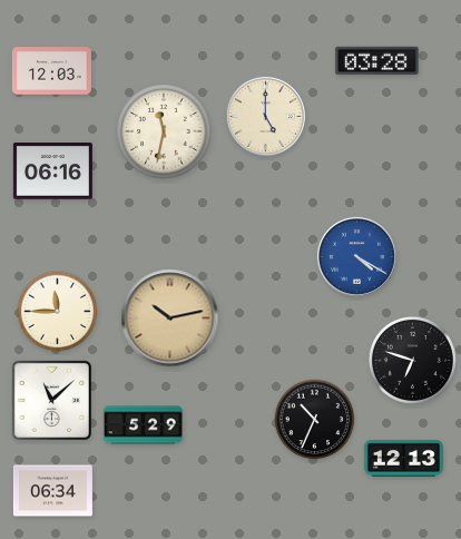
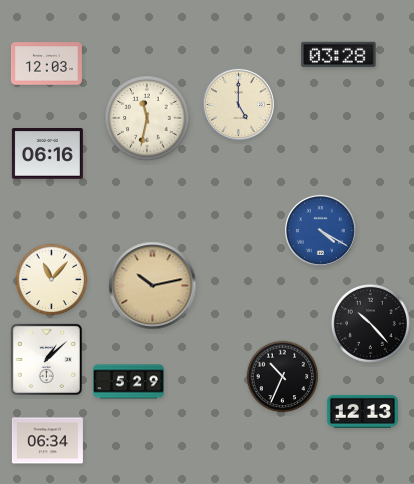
clock at (58, 312): 11:45 -> 11:07
clock at (412, 360): 6:48 -> 10:23
clock at (51, 400): 11:08 -> 1:08
